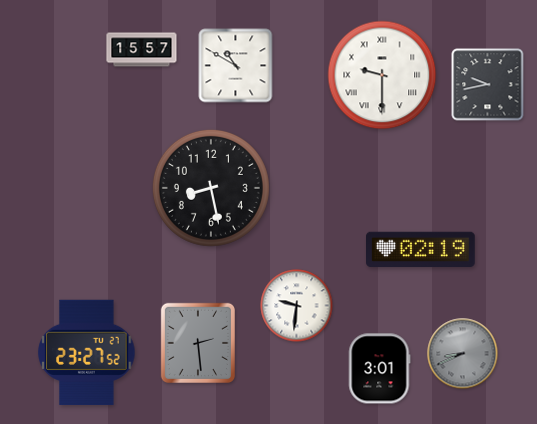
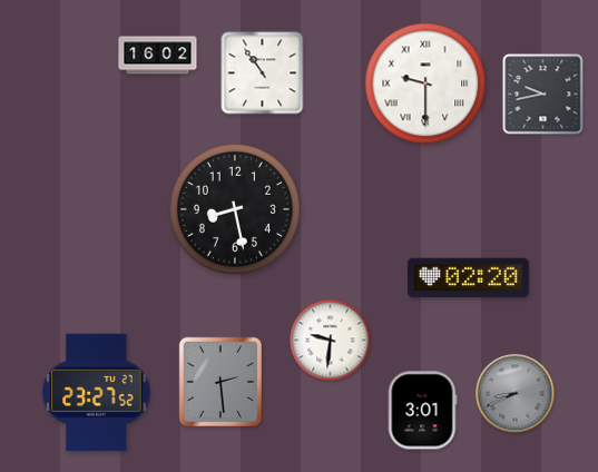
clock at (142, 50): 15:57 -> 16:02
clock at (236, 66): 10:50 -> 10:54
clock at (421, 250): 02:19 -> 02:20
